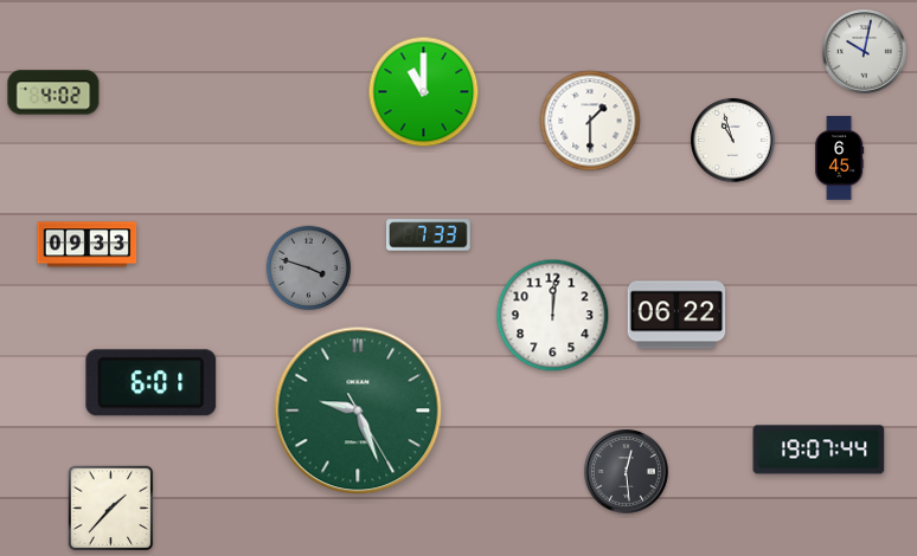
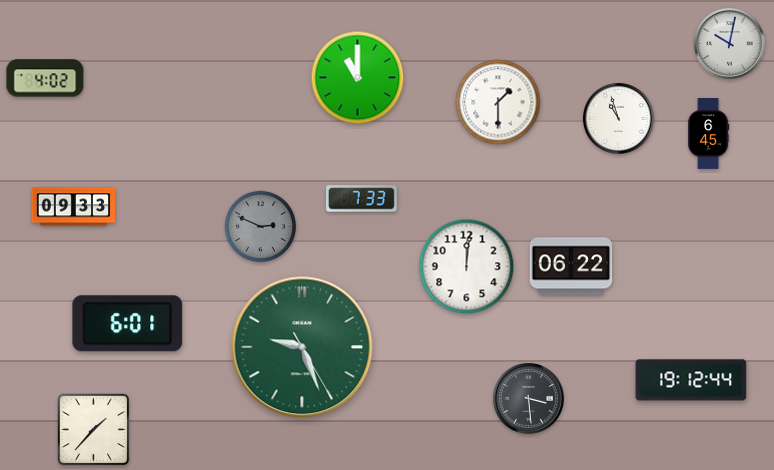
clock at (309, 269): 3:48 -> 2:49
clock at (819, 450): 19:07 -> 19:12
clock at (627, 472): 12:29 -> 3:29
